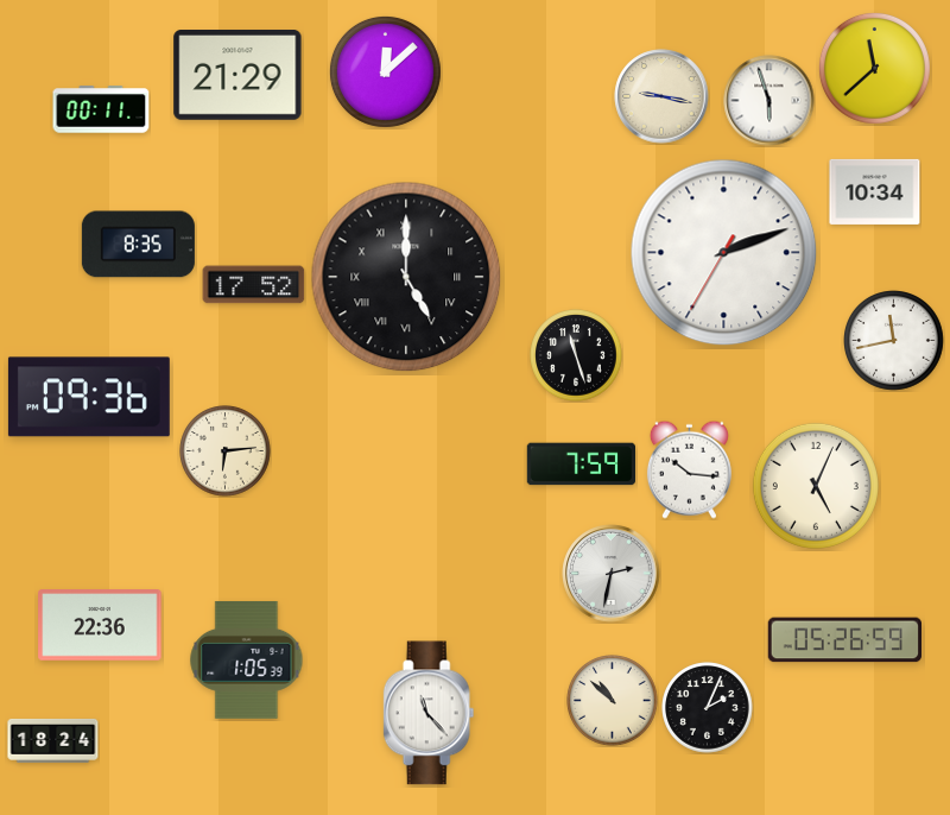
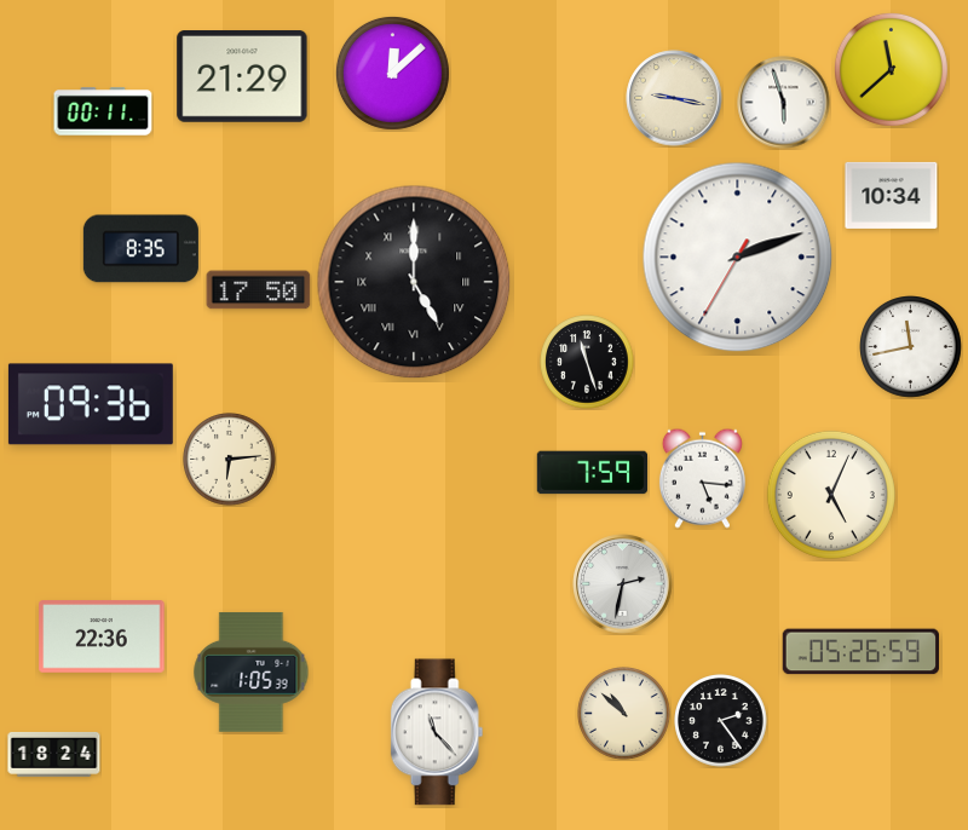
clock at (254, 285): 17:52 -> 17:50
clock at (689, 469): 10:16 -> 5:16
clock at (708, 708): 2:04 -> 2:24
clock at (429, 713) position: (429, 713) -> (437, 732)
